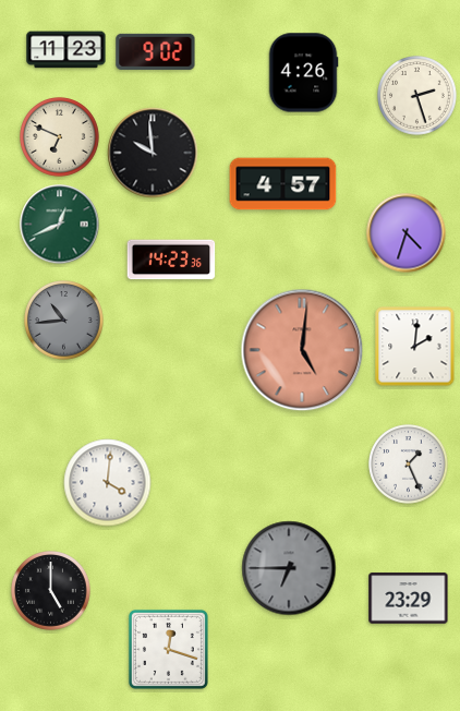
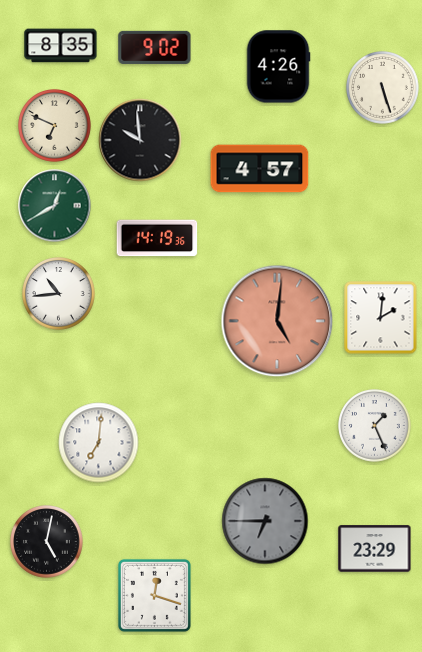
clock at (66, 50): 11:23 -> 8:35
clock at (156, 51) position: (156, 51) -> (155, 47)
clock at (417, 96): 2:27 -> 5:27
clock at (60, 225): 12:41 -> 12:40
clock at (407, 233): 4:33 -> none
clock at (171, 260): 14:23 -> 14:19
clock at (64, 321) dial: grey -> white
clock at (108, 483): 4:01 -> 7:01
clock at (51, 591): 5:00 -> 5:02
